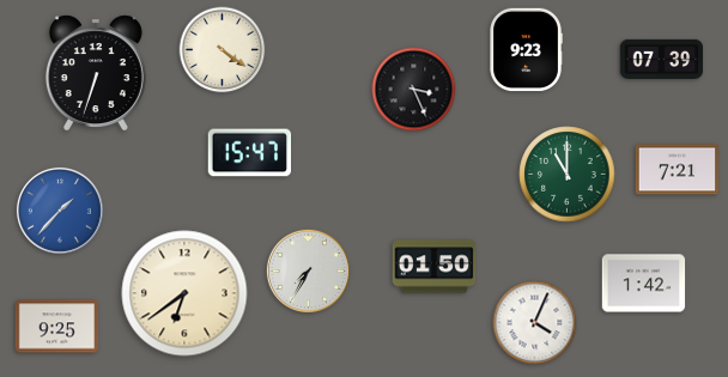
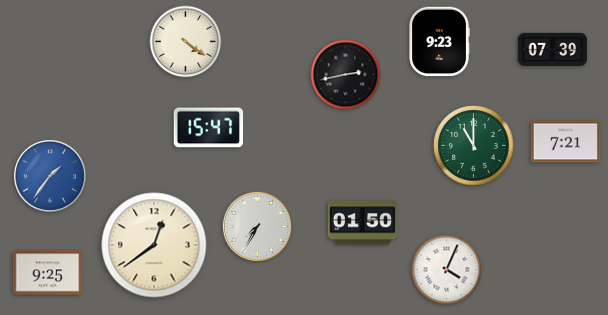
clock at (96, 72): 6:33 -> none
clock at (414, 90): 3:26 -> 2:43
clock at (60, 211): 1:37 -> 1:36
clock at (644, 284): 1:42 -> none
clock at (184, 293): 6:39 -> 12:39
